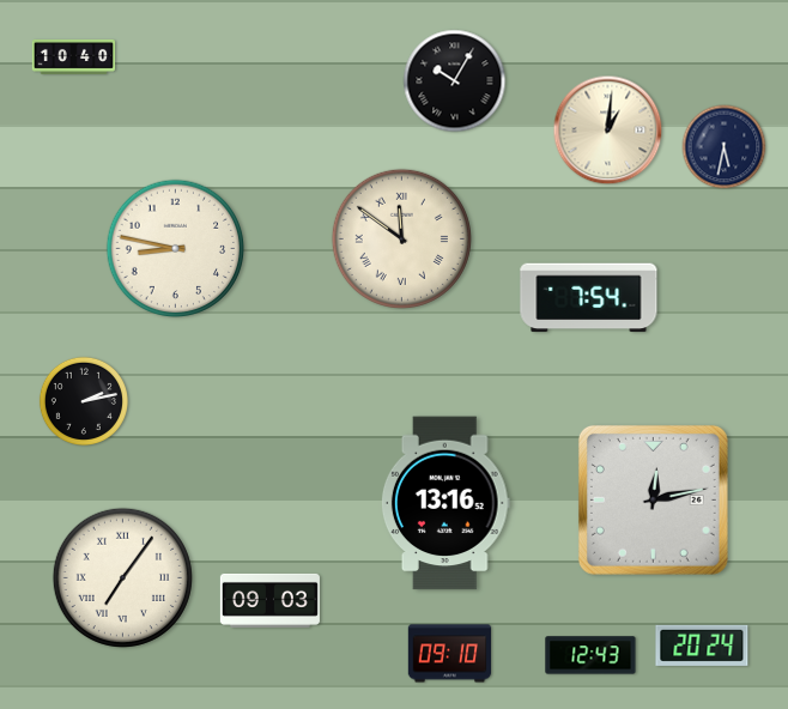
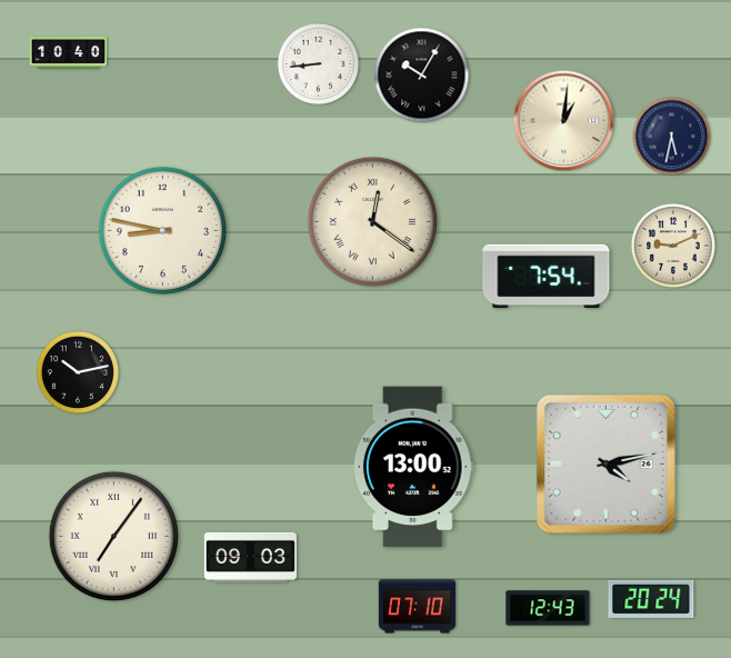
clock at (319, 64): none -> 8:44
clock at (401, 238): 11:51 -> 12:21
clock at (673, 246): none -> 9:11
clock at (84, 401): 2:13 -> 10:13
clock at (653, 499): 12:13 -> 4:13
clock at (445, 503): 13:16 -> 13:00
clock at (450, 654): 09:10 -> 07:10
